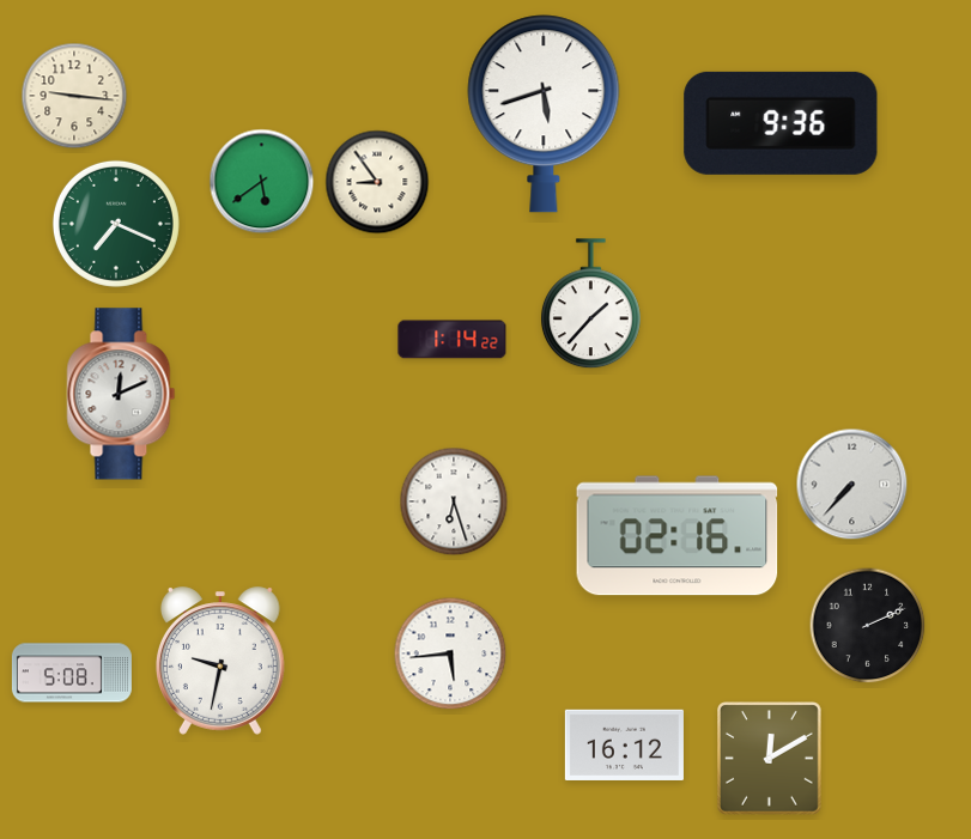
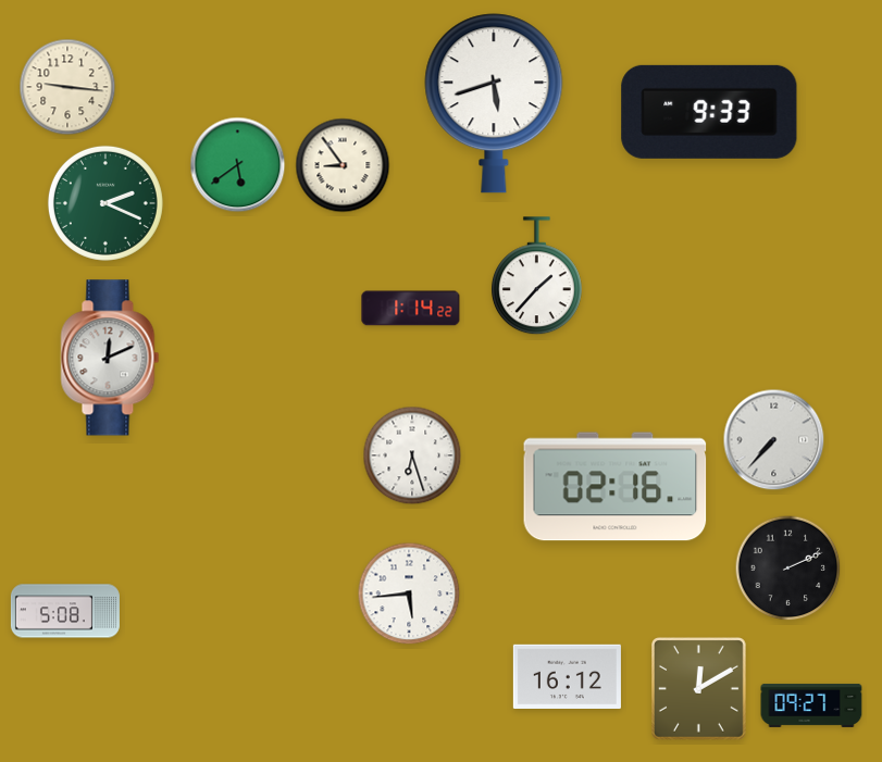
clock at (781, 123): 9:36 -> 9:33
clock at (116, 224): 7:19 -> 2:19
clock at (220, 661): 9:32 -> none
clock at (811, 705): none -> 09:27
